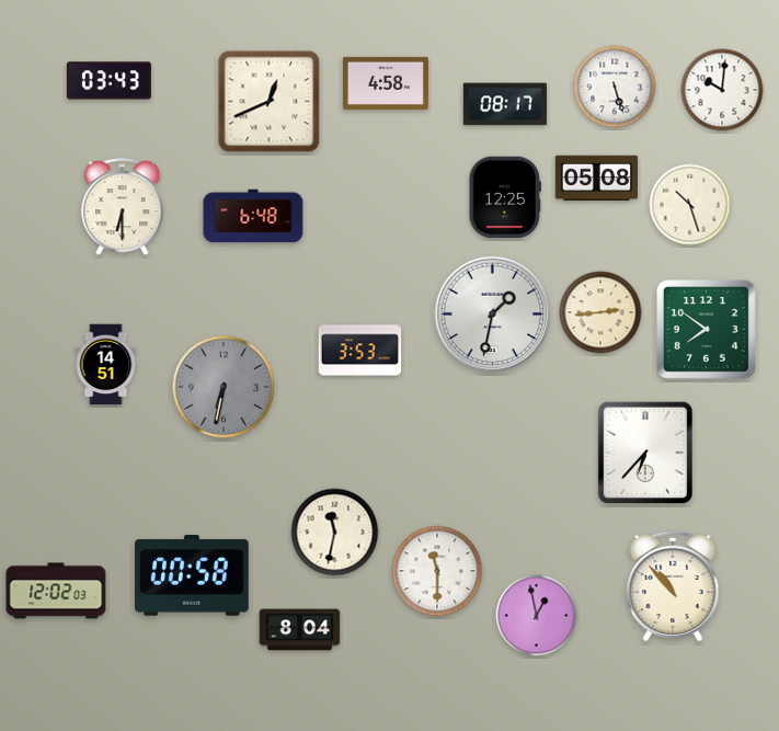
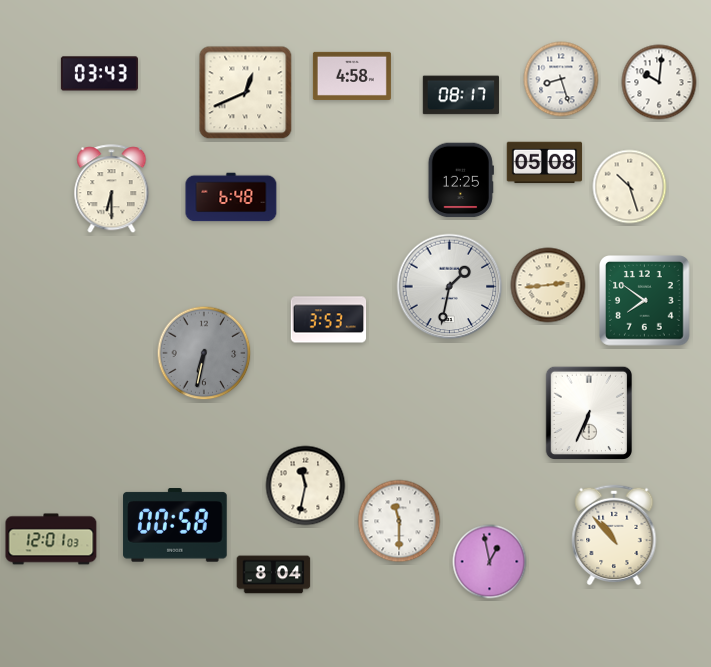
clock at (615, 87): 5:27 -> 8:27
clock at (106, 365): 14:51 -> none
clock at (644, 453): 6:37 -> 6:34
clock at (56, 591): 12:02 -> 12:01
